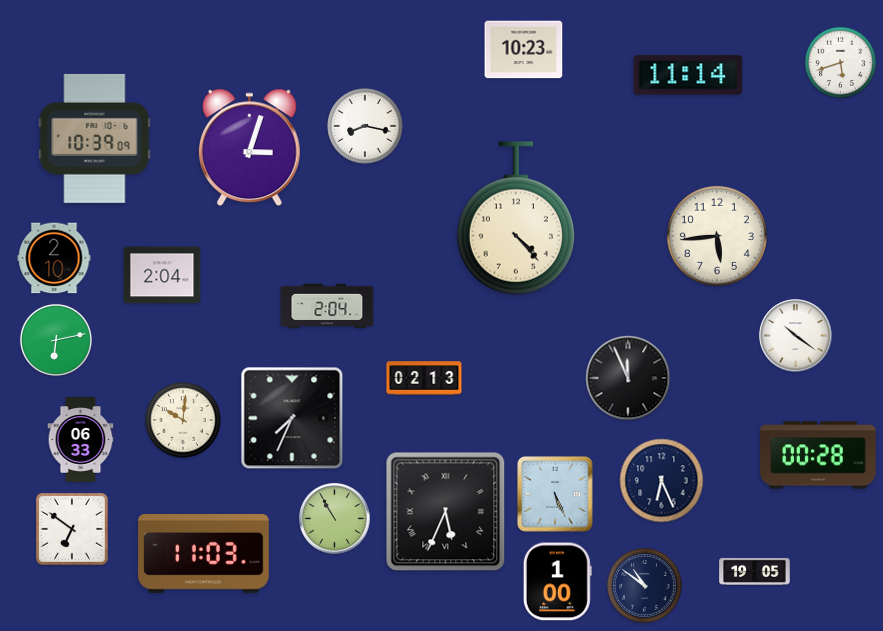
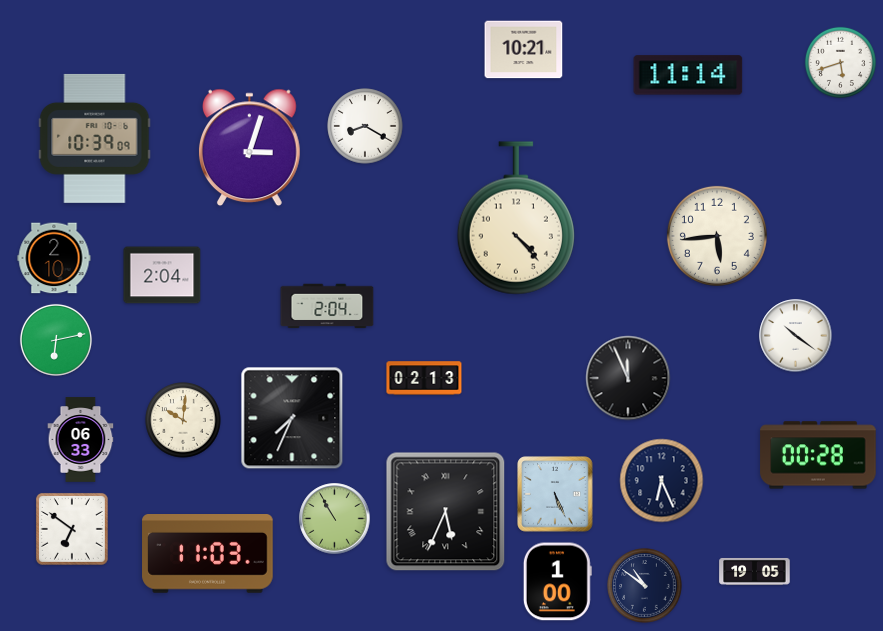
clock at (524, 50): 10:23 -> 10:21
clock at (365, 126): 8:17 -> 8:20
clock at (204, 554) position: (204, 554) -> (208, 554)
